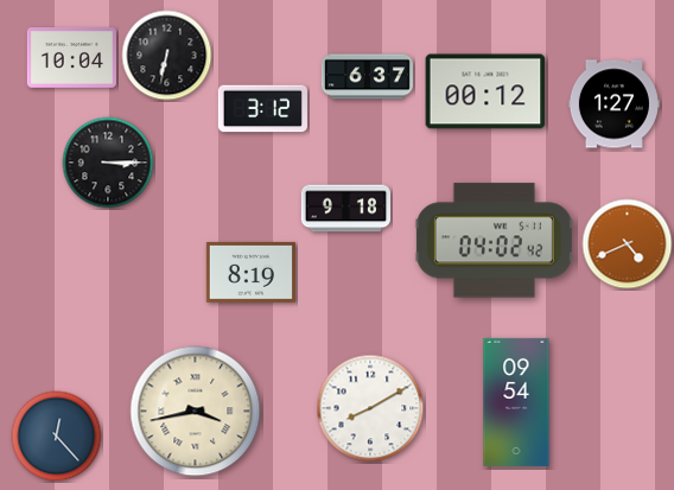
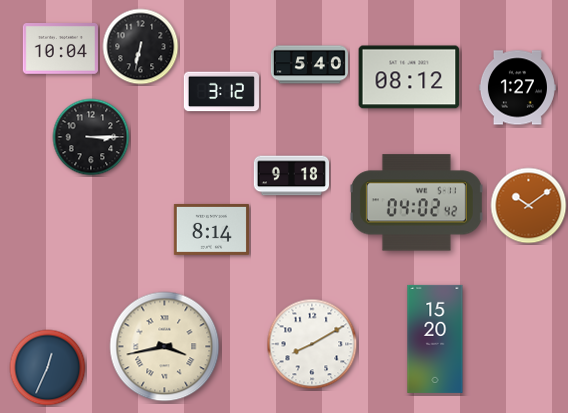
clock at (367, 77): 6:37 -> 5:40
clock at (485, 91): 00:12 -> 08:12
clock at (628, 244): 4:41 -> 10:09
clock at (250, 272): 8:19 -> 8:14
clock at (516, 402): 09:54 -> 15:20
clock at (57, 437): 12:23 -> 12:34
